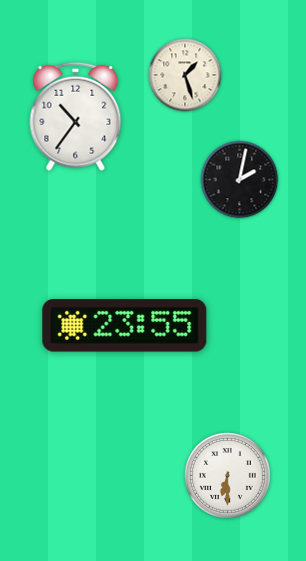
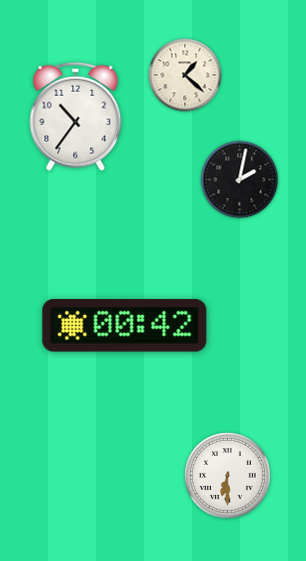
clock at (185, 75): 1:27 -> 1:22
clock at (125, 326): 23:55 -> 00:42
